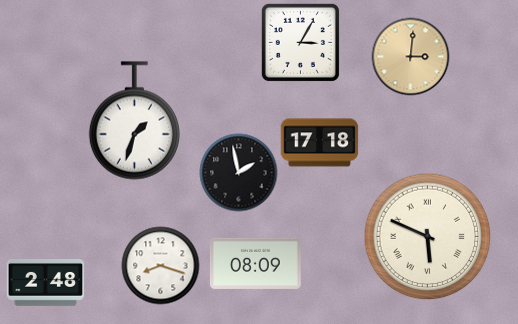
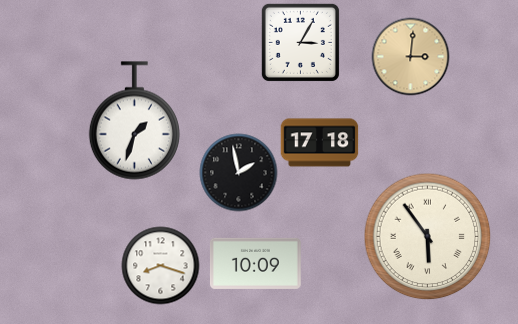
clock at (427, 236): 5:49 -> 5:54
clock at (255, 263): 08:09 -> 10:09
clock at (45, 283): 2:48 -> none
